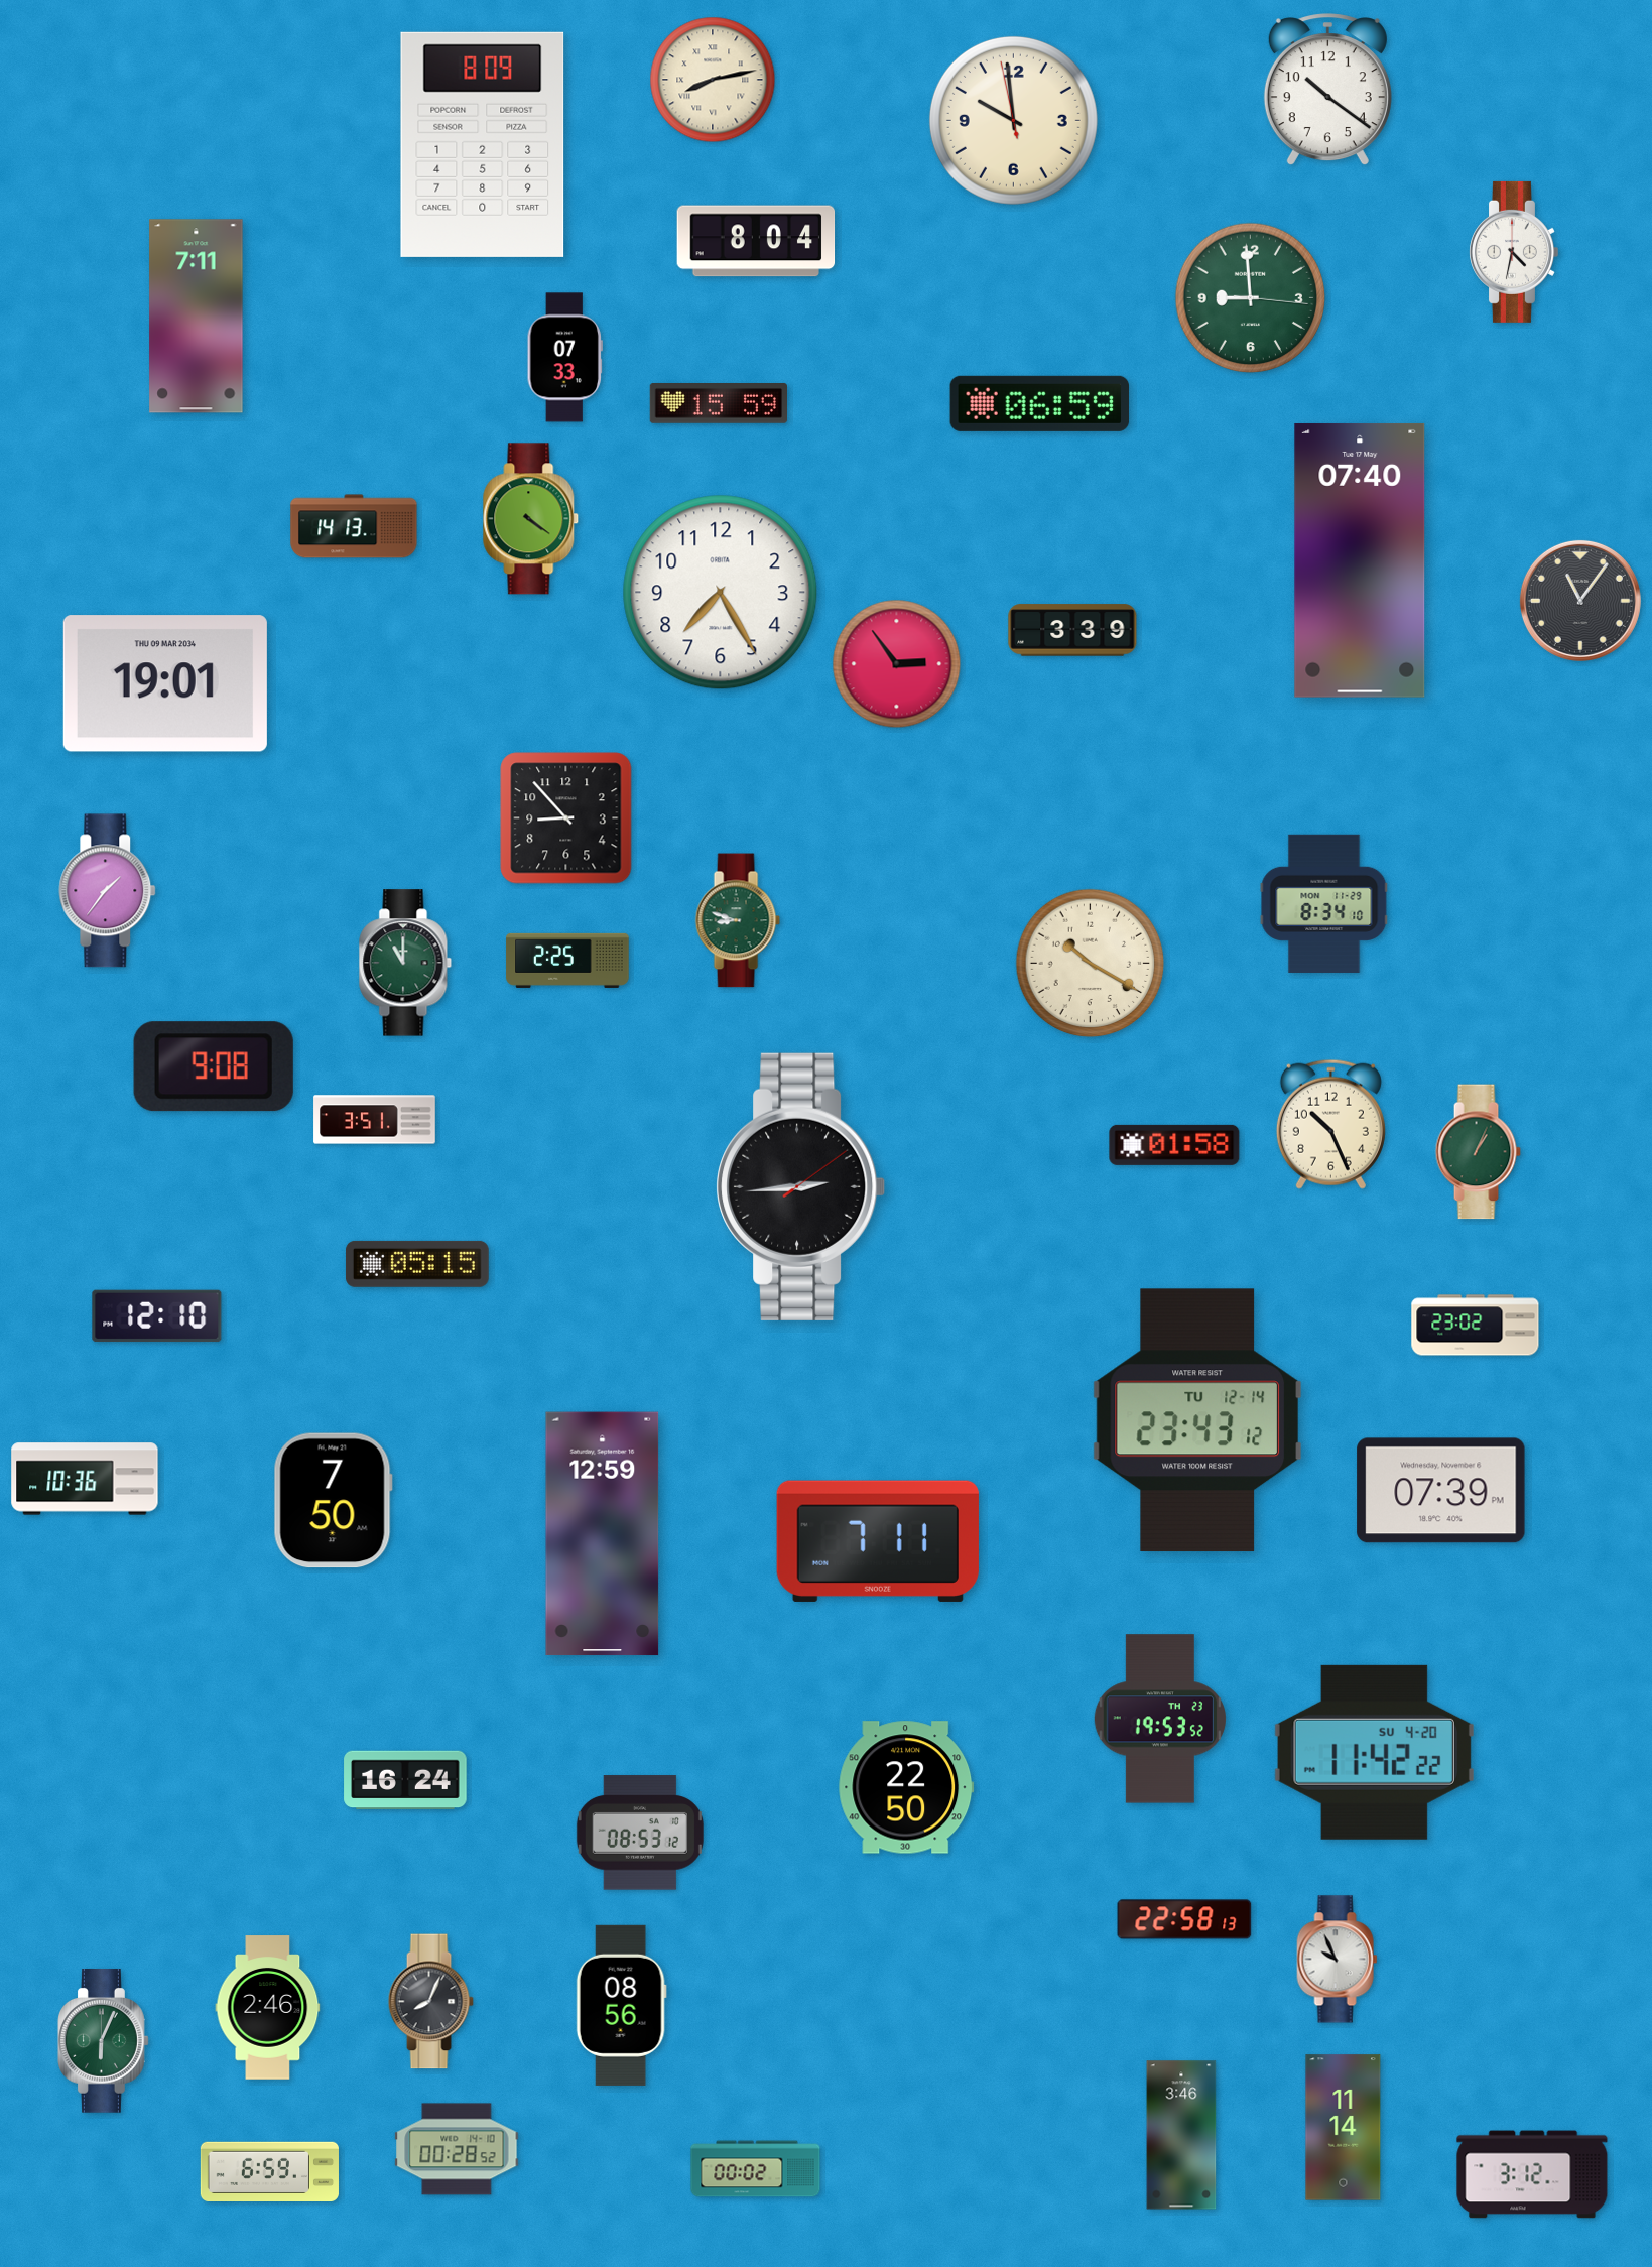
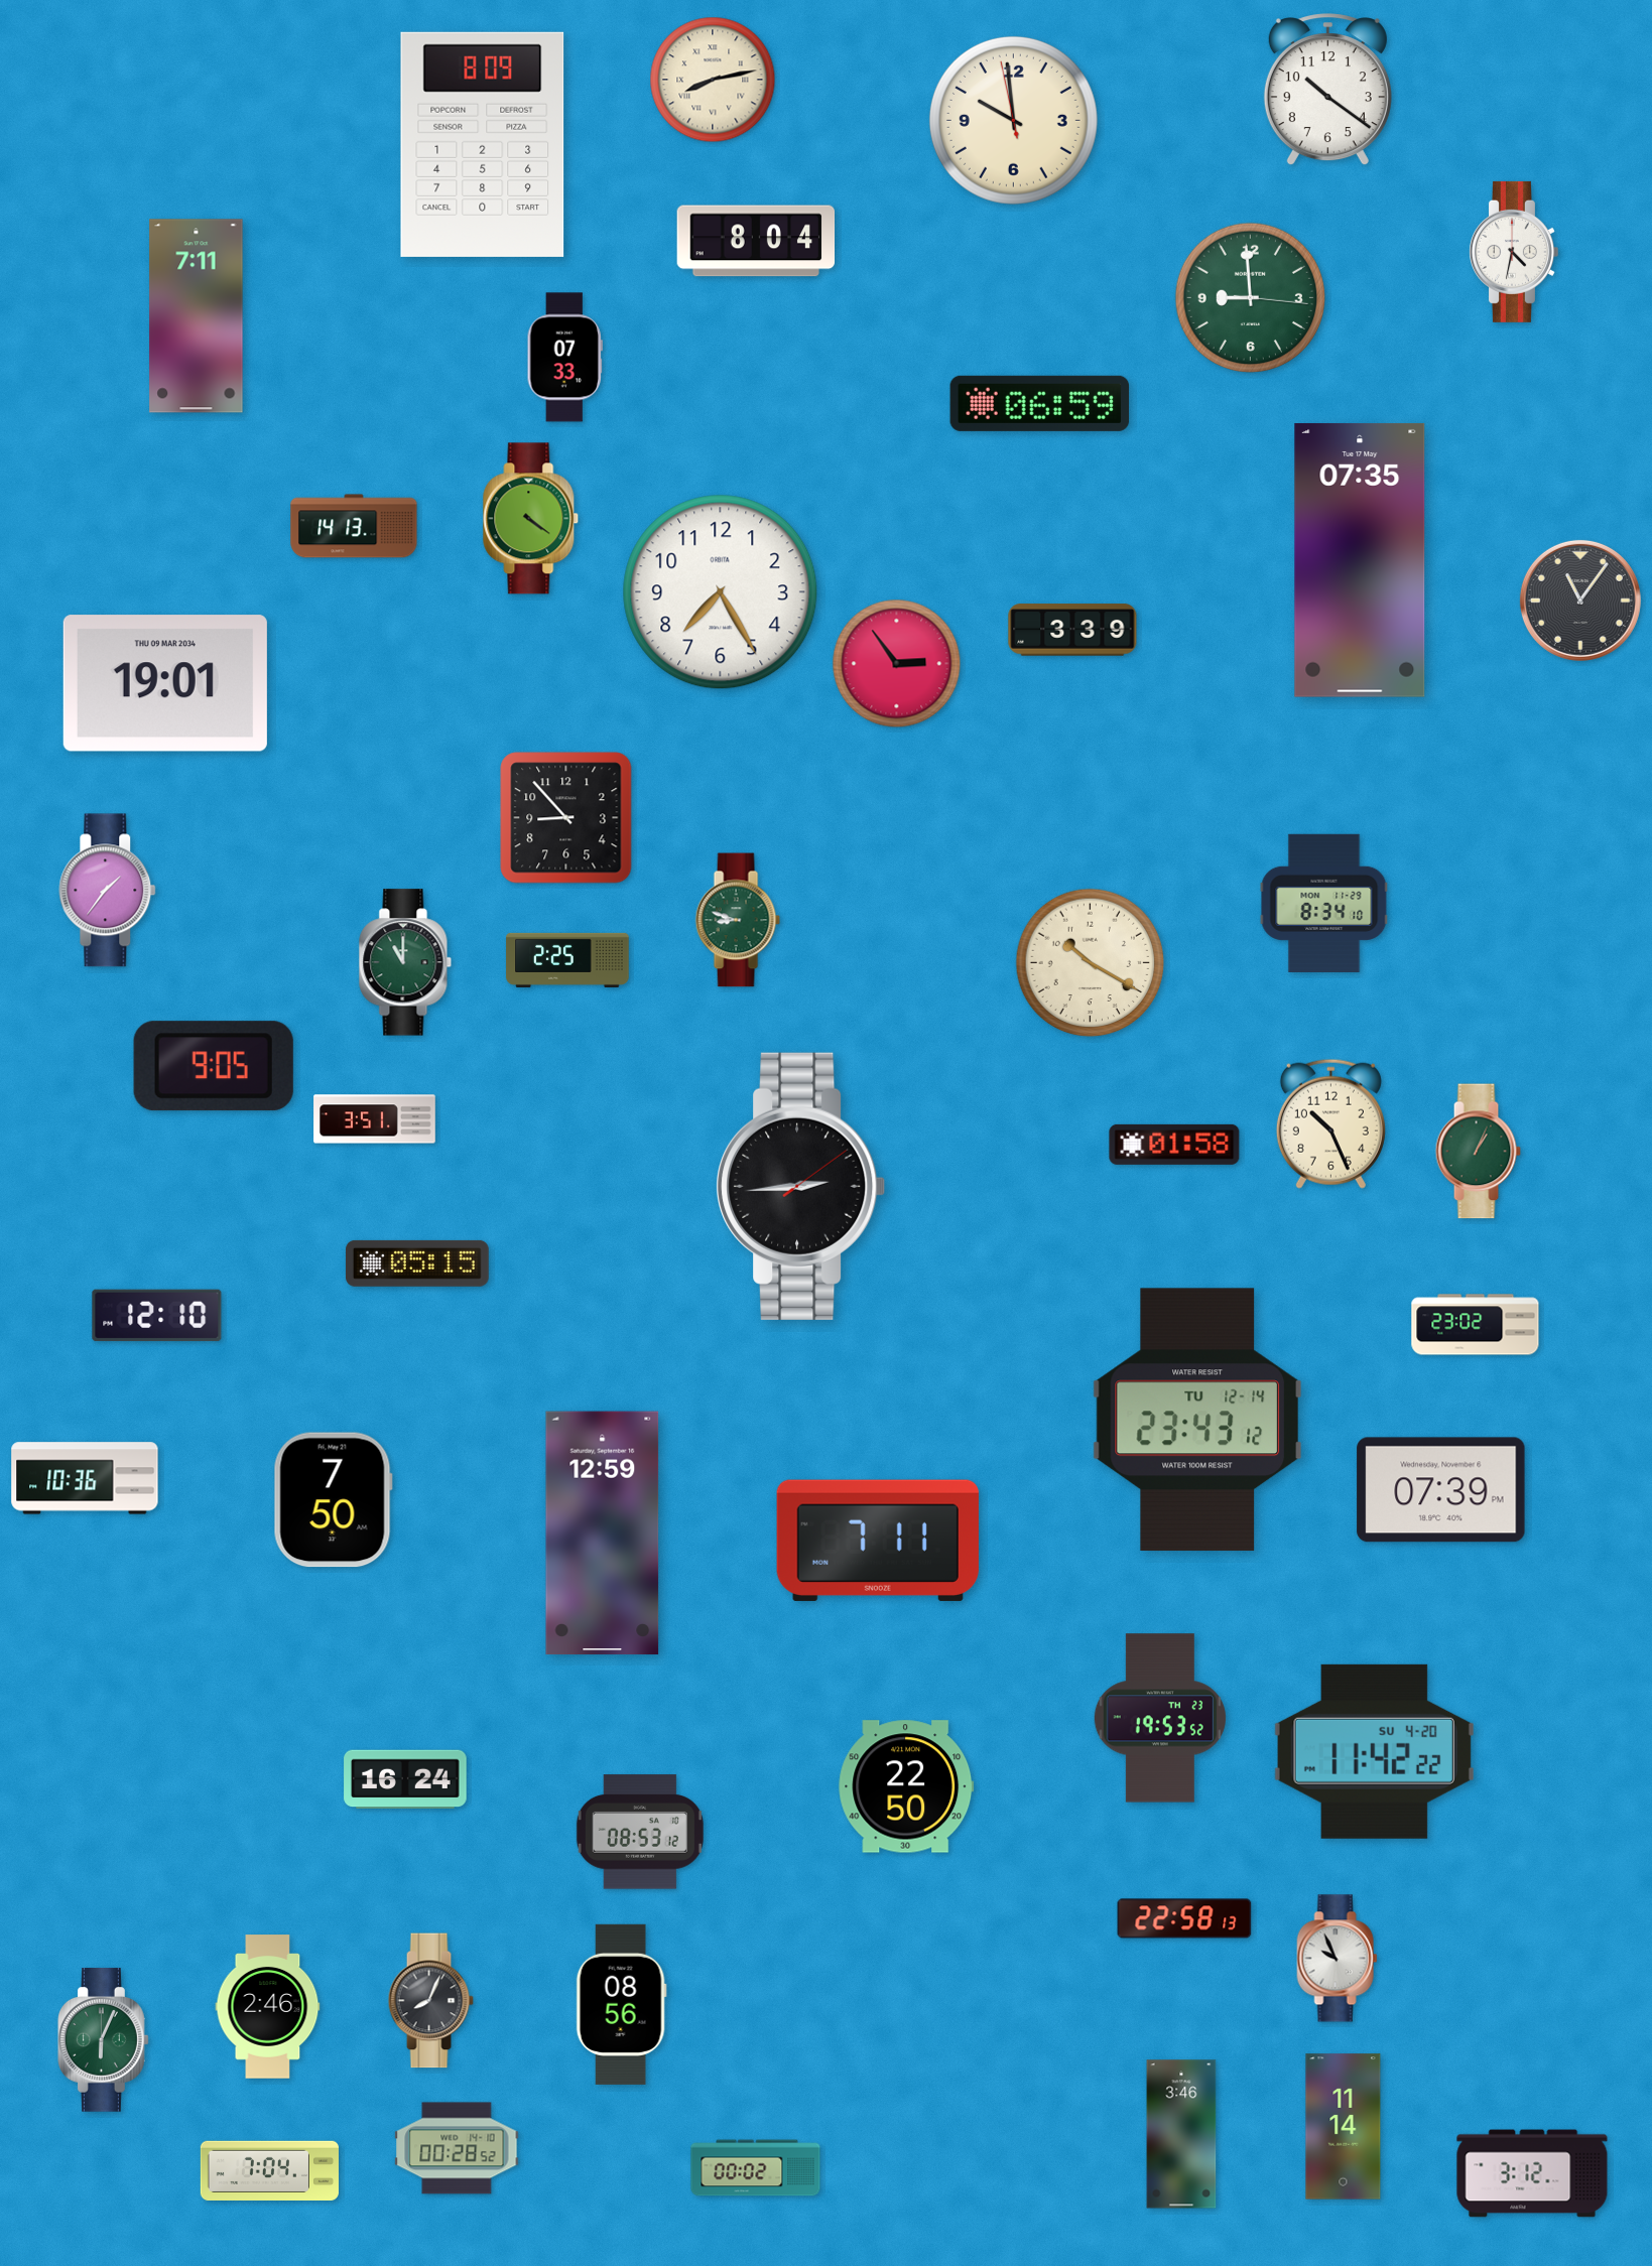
clock at (718, 404): 15:59 -> none
clock at (1360, 560): 07:40 -> 07:35
clock at (214, 1066): 9:08 -> 9:05
clock at (269, 2171): 6:59 -> 7:04
